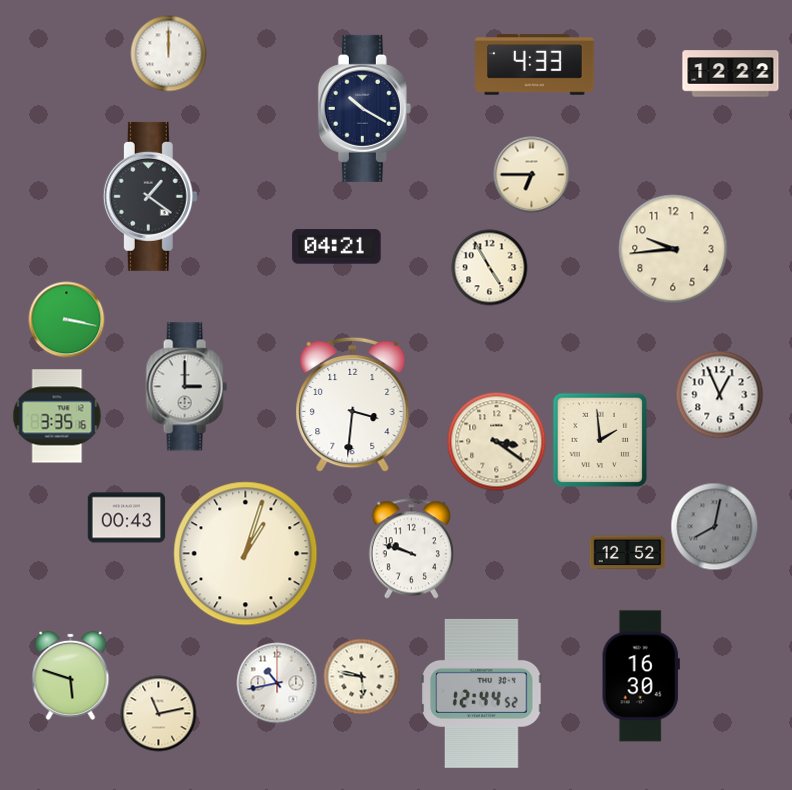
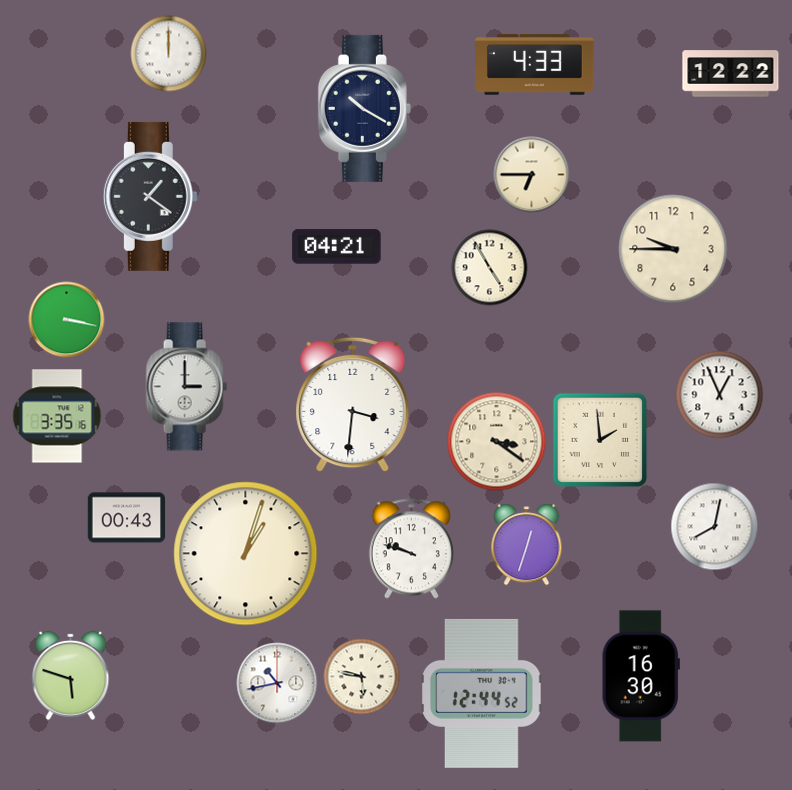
clock at (673, 249): 9:44 -> 9:45
clock at (715, 527) dial: grey -> white
clock at (527, 545): none -> 12:33
clock at (628, 553): 12:52 -> none
clock at (159, 714): 11:13 -> none
